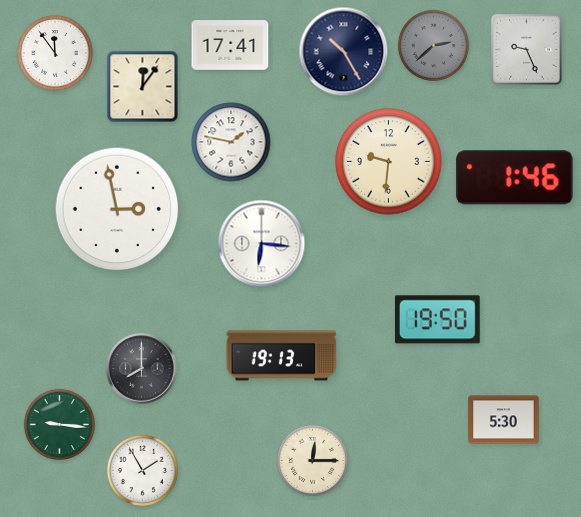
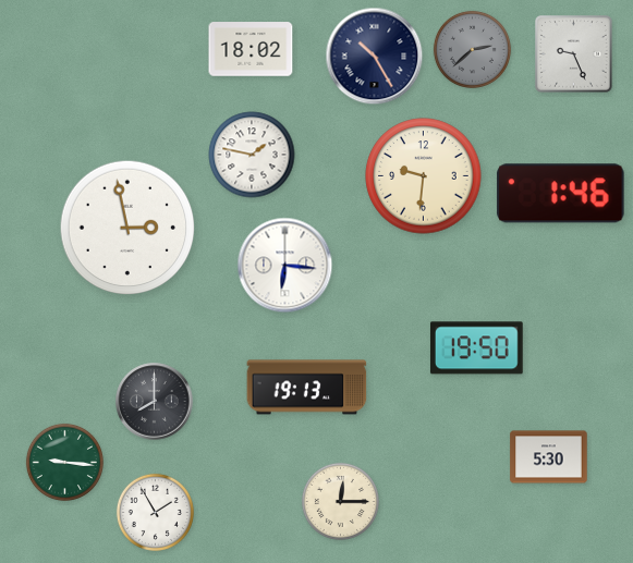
clock at (230, 45): 17:41 -> 18:02
clock at (55, 53): 11:54 -> none
clock at (143, 87): 12:06 -> none
